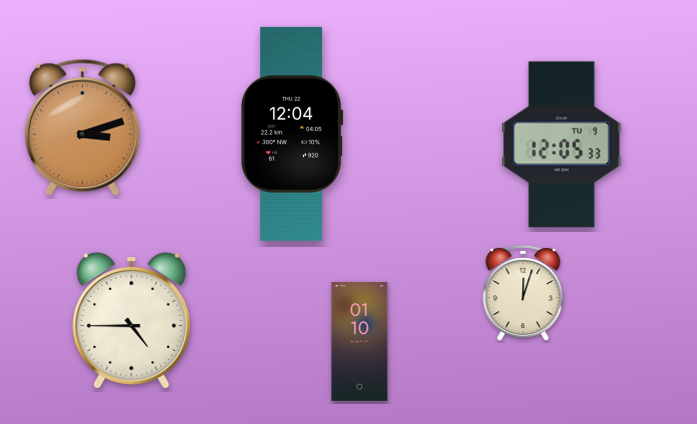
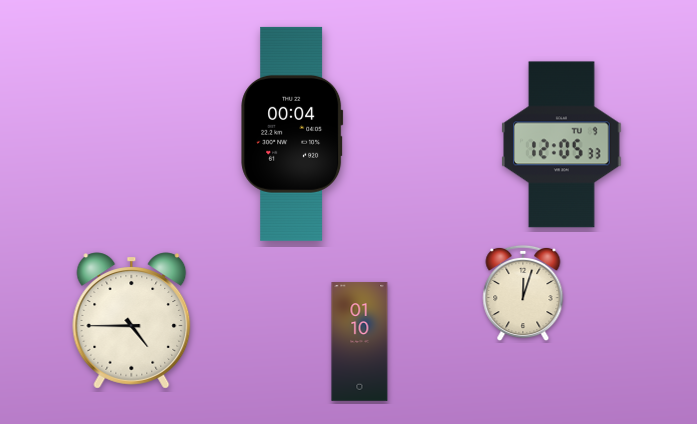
clock at (82, 127): 3:12 -> none
clock at (292, 134): 12:04 -> 00:04
